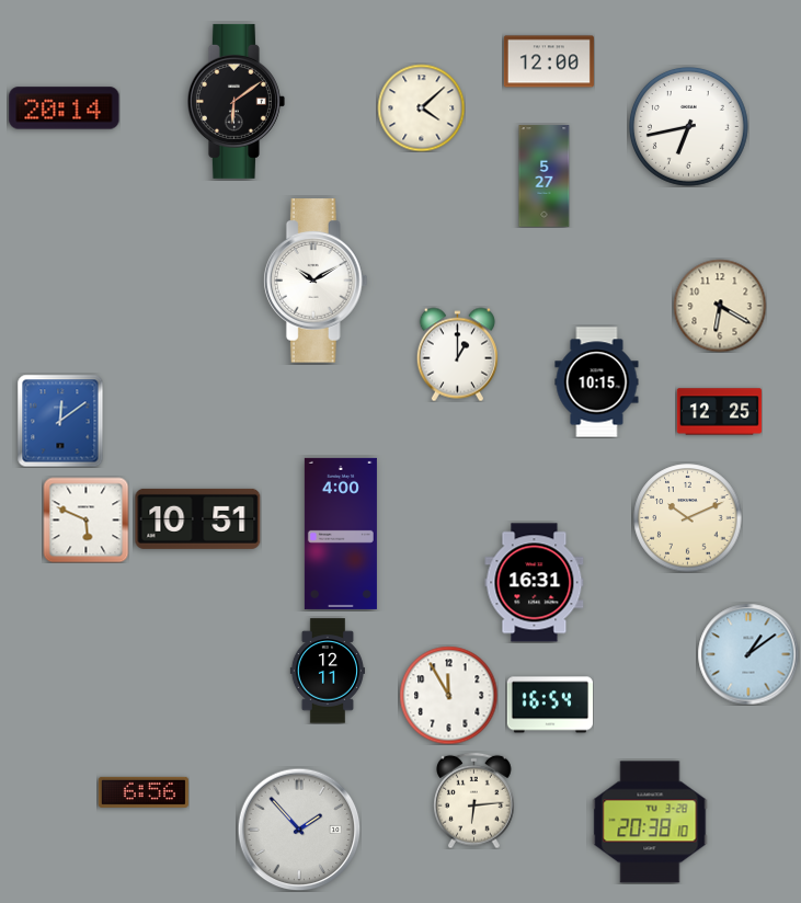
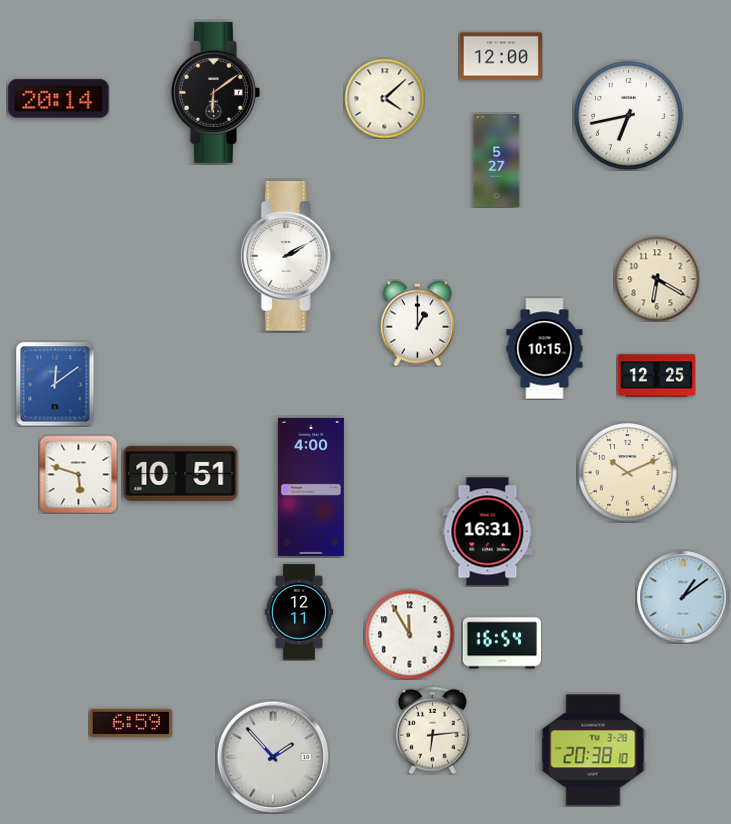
clock at (316, 281): 10:10 -> 2:10
clock at (85, 519): 5:49 -> 5:48
clock at (144, 792): 6:56 -> 6:59
